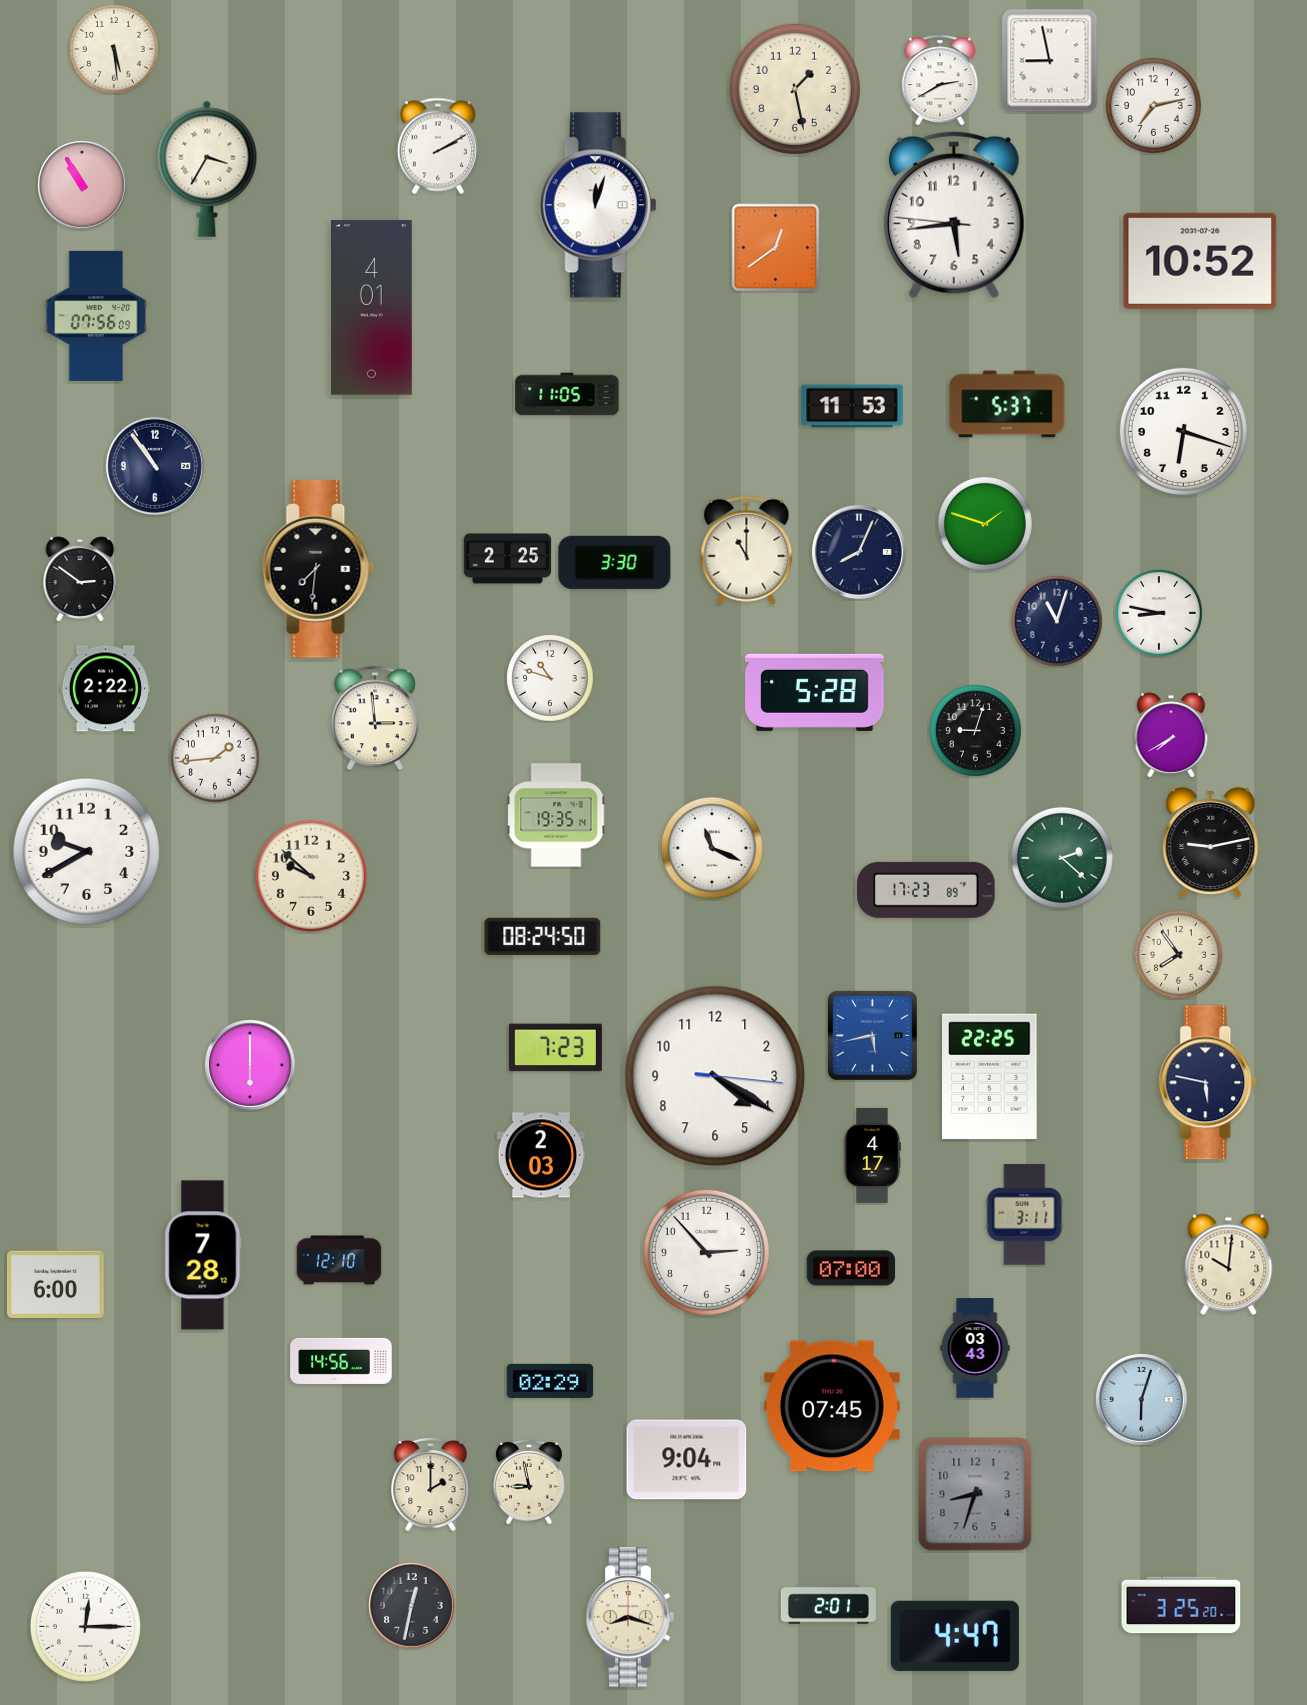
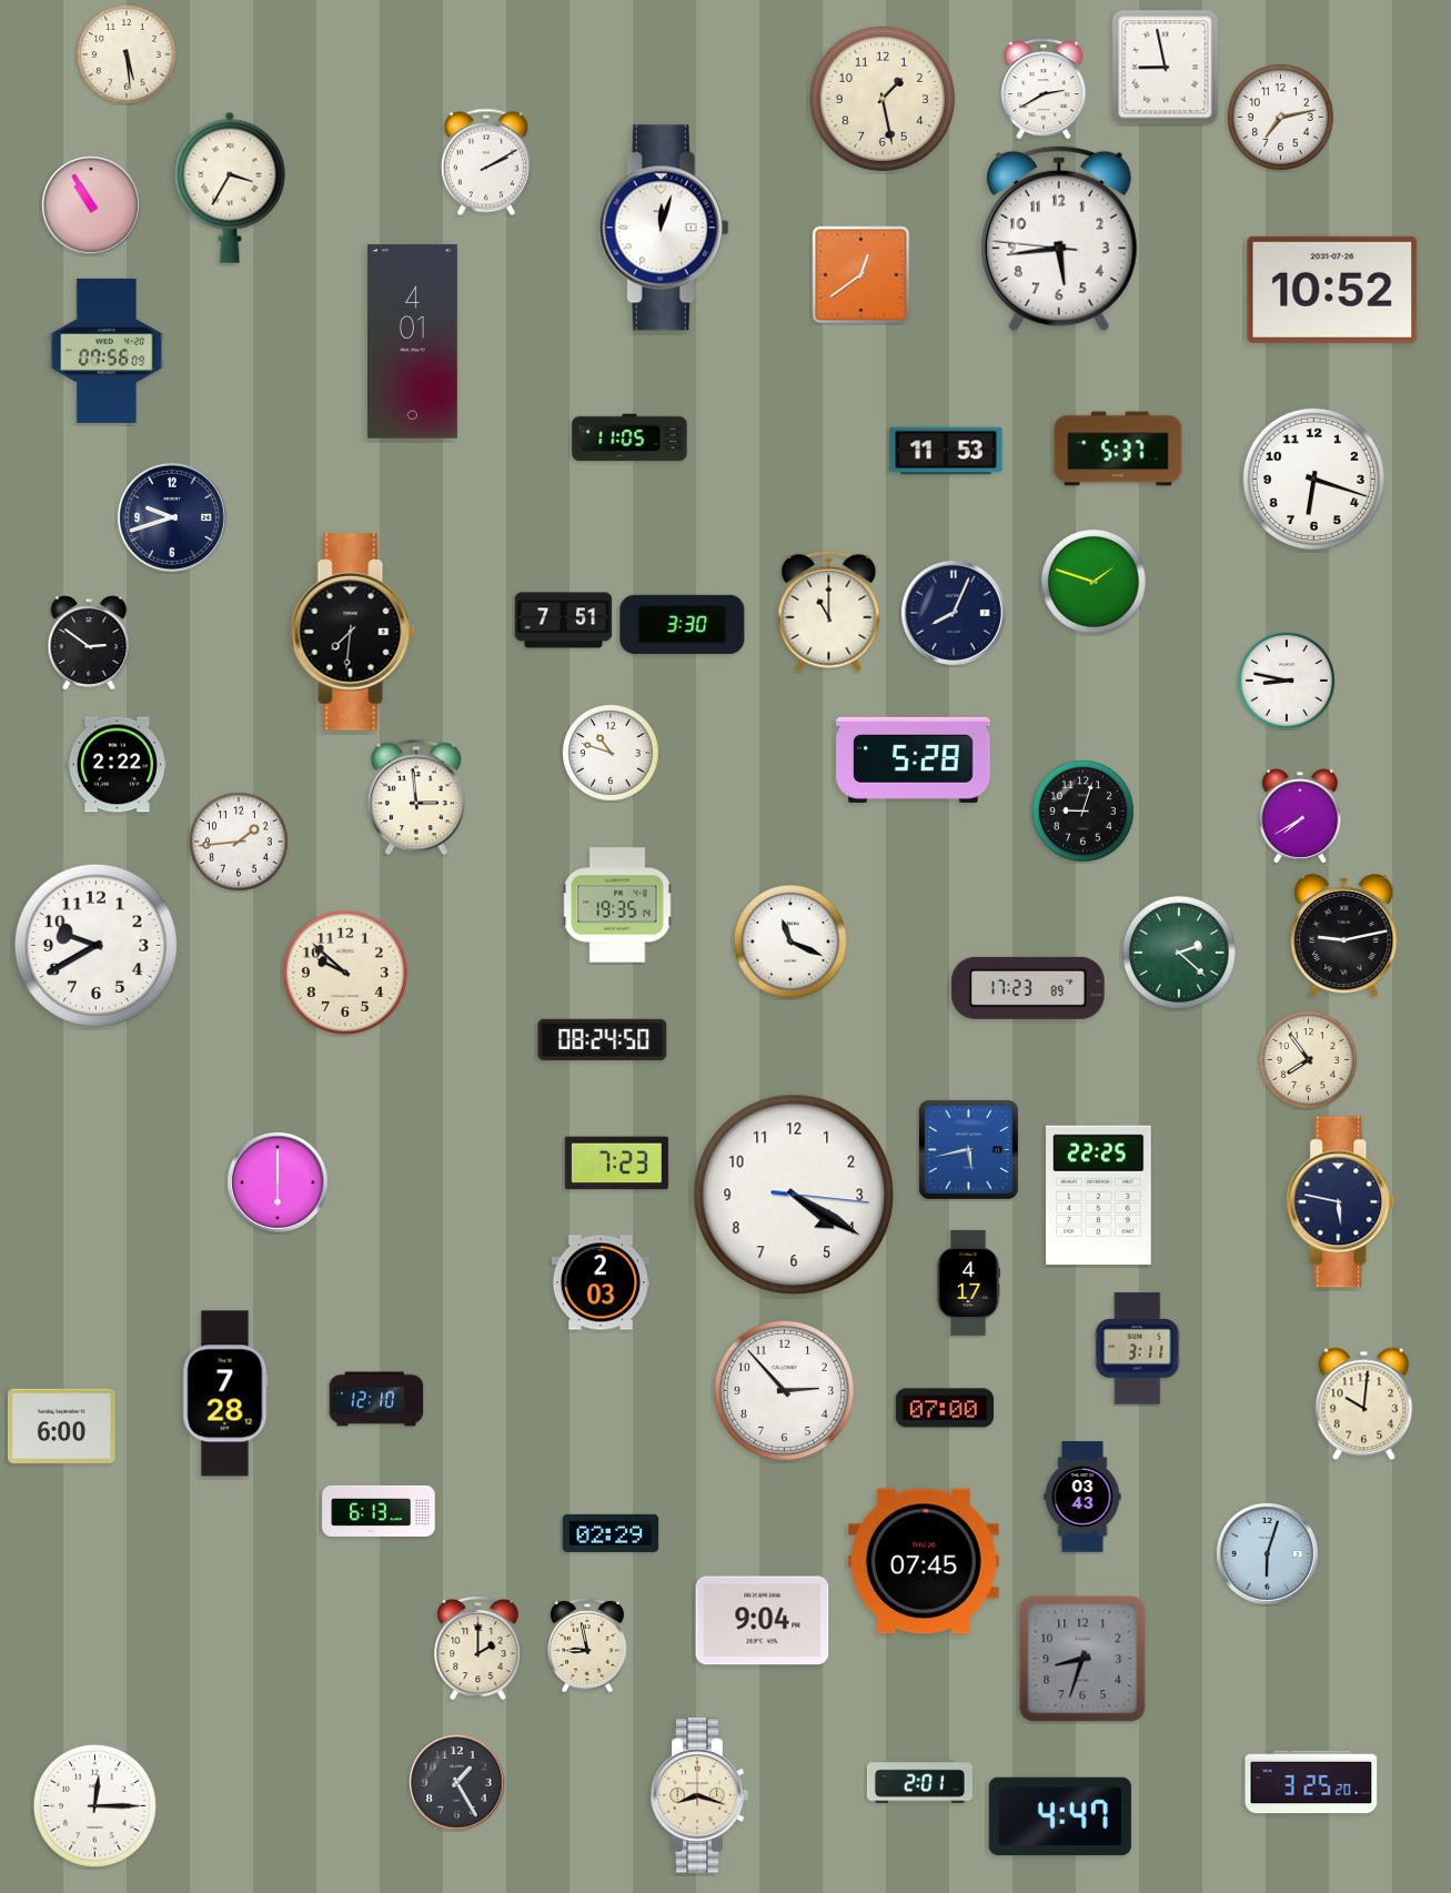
clock at (155, 466): 10:54 -> 9:42
clock at (508, 559): 2:25 -> 7:51
clock at (1058, 622): 11:03 -> none
clock at (815, 692) position: (815, 692) -> (914, 759)
clock at (341, 1361): 14:56 -> 6:13
clock at (412, 1606): 12:32 -> 1:25
